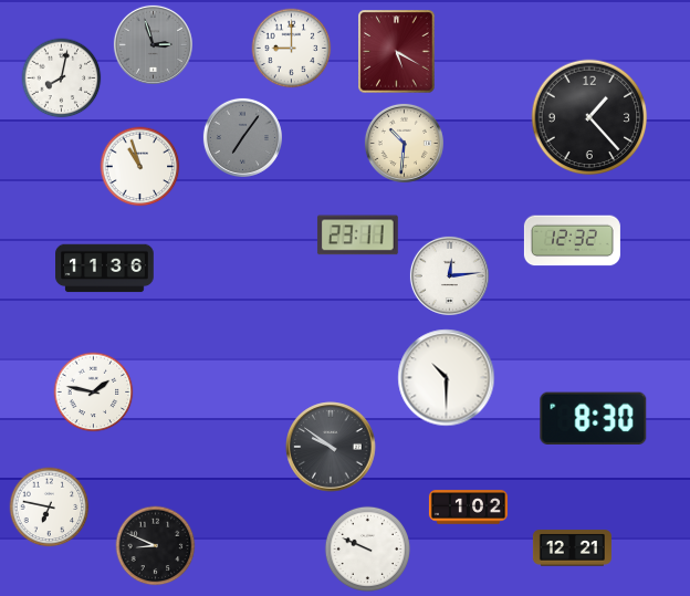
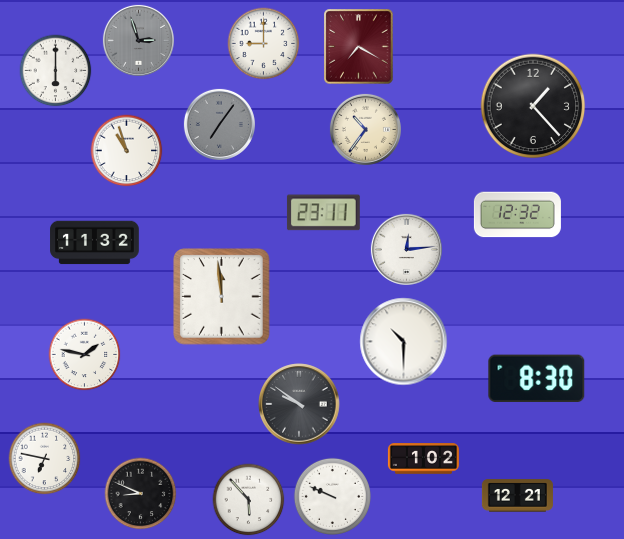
clock at (397, 52): 5:20 -> 7:20
clock at (62, 79): 8:02 -> 6:00
clock at (404, 143): 10:31 -> 10:36
clock at (572, 241) position: (572, 241) -> (517, 215)
clock at (105, 269): 11:36 -> 11:32
clock at (222, 297): none -> 11:59
clock at (249, 500): none -> 5:53
